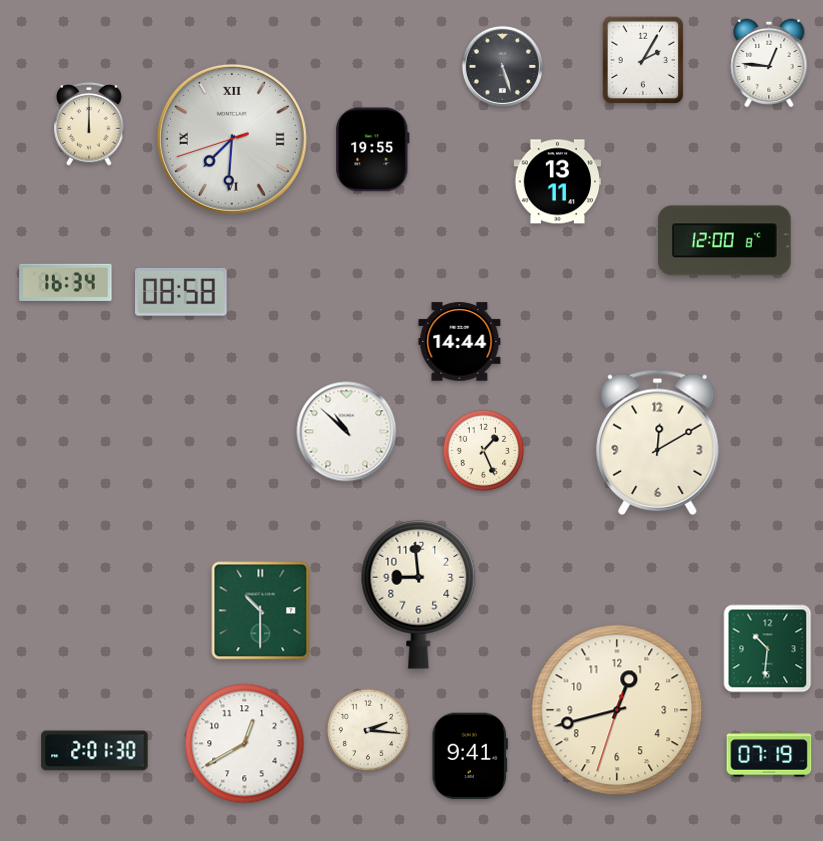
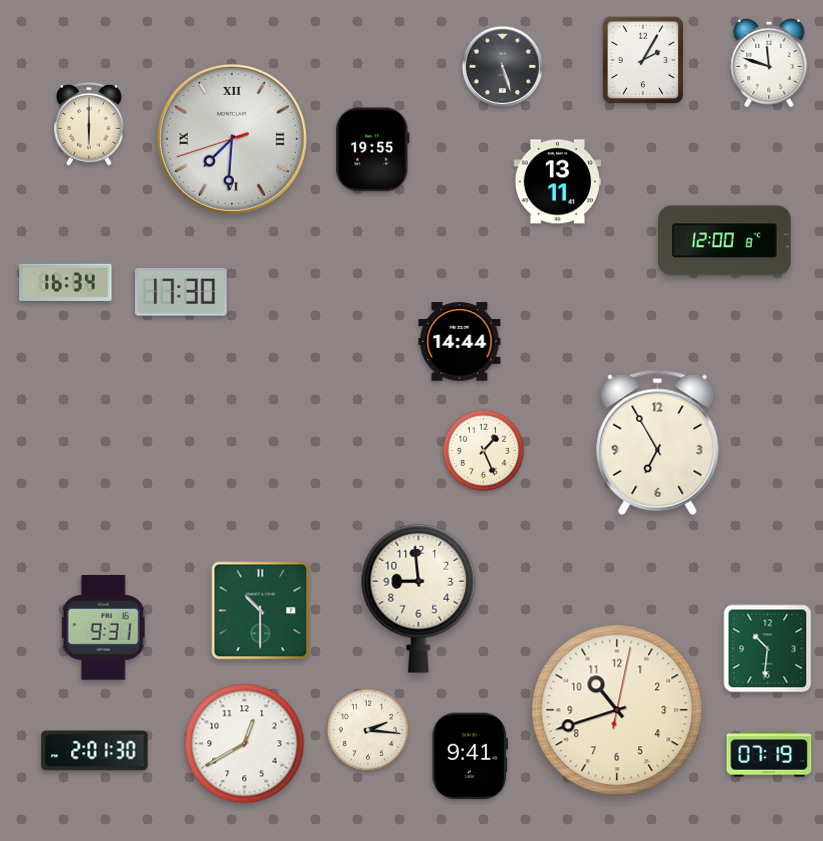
clock at (769, 63): 12:46 -> 11:48
clock at (89, 125): 12:00 -> 6:00
clock at (182, 292): 08:58 -> 17:30
clock at (347, 432): 10:52 -> none
clock at (658, 442): 12:10 -> 6:55
clock at (419, 594) position: (419, 594) -> (419, 598)
clock at (103, 628): none -> 9:31
clock at (617, 710): 12:42 -> 10:42
